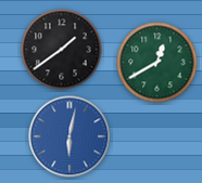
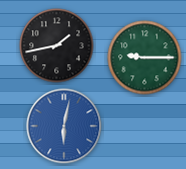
clock at (62, 50): 1:39 -> 1:43
clock at (157, 63): 12:40 -> 9:15
